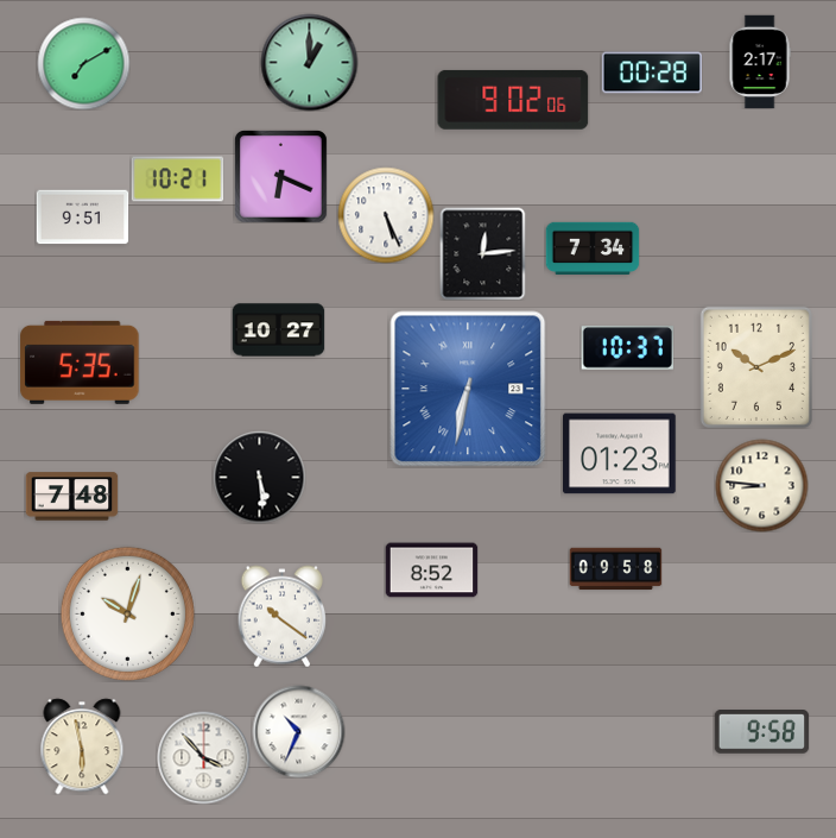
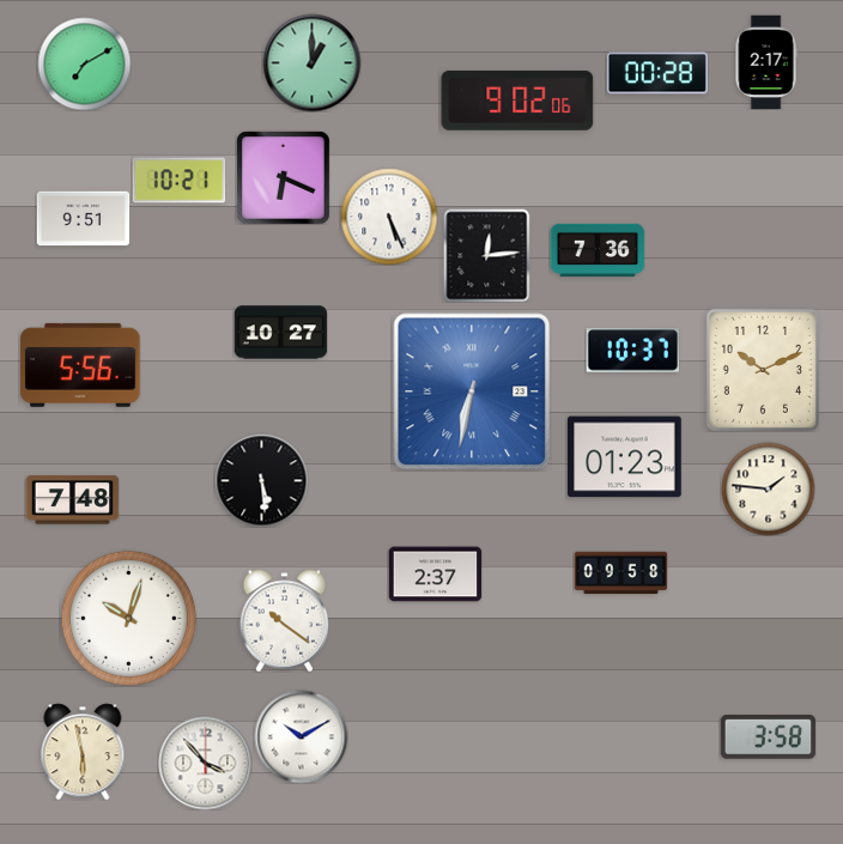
clock at (593, 247): 7:34 -> 7:36
clock at (80, 363): 5:35 -> 5:56
clock at (761, 485): 8:46 -> 1:46
clock at (431, 571): 8:52 -> 2:37
clock at (298, 731): 10:34 -> 10:10
clock at (761, 732): 9:58 -> 3:58
